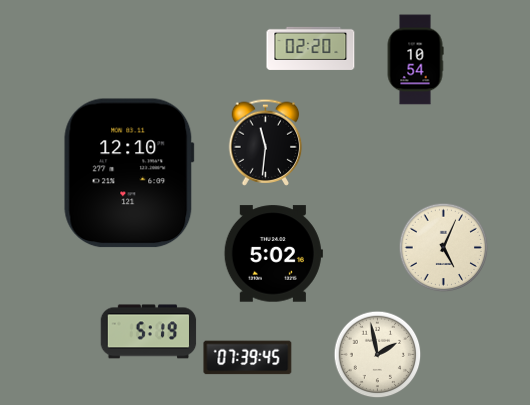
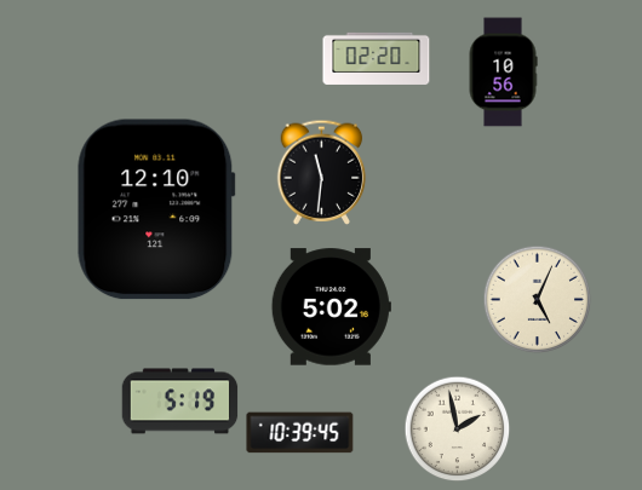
clock at (415, 60): 10:54 -> 10:56
clock at (248, 358): 07:39 -> 10:39
